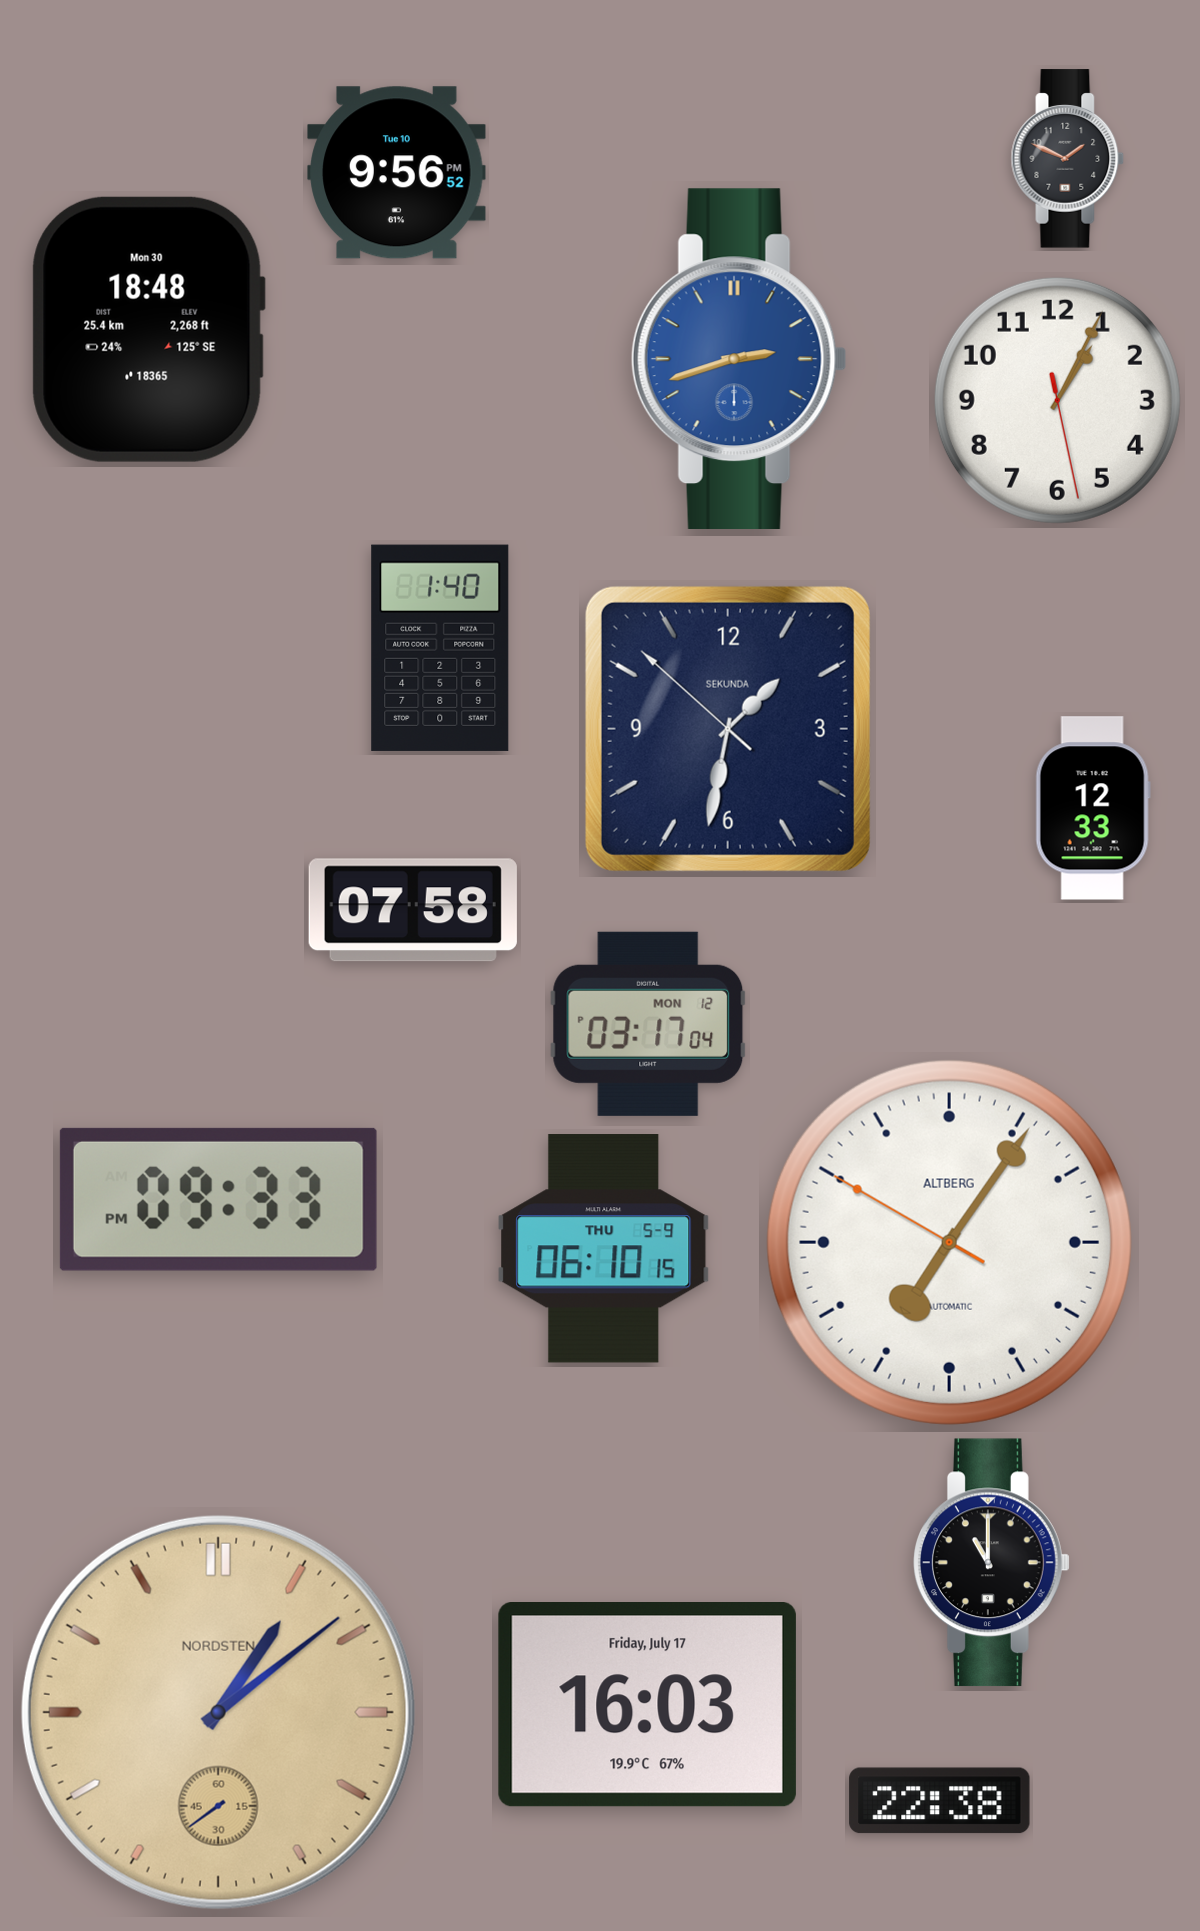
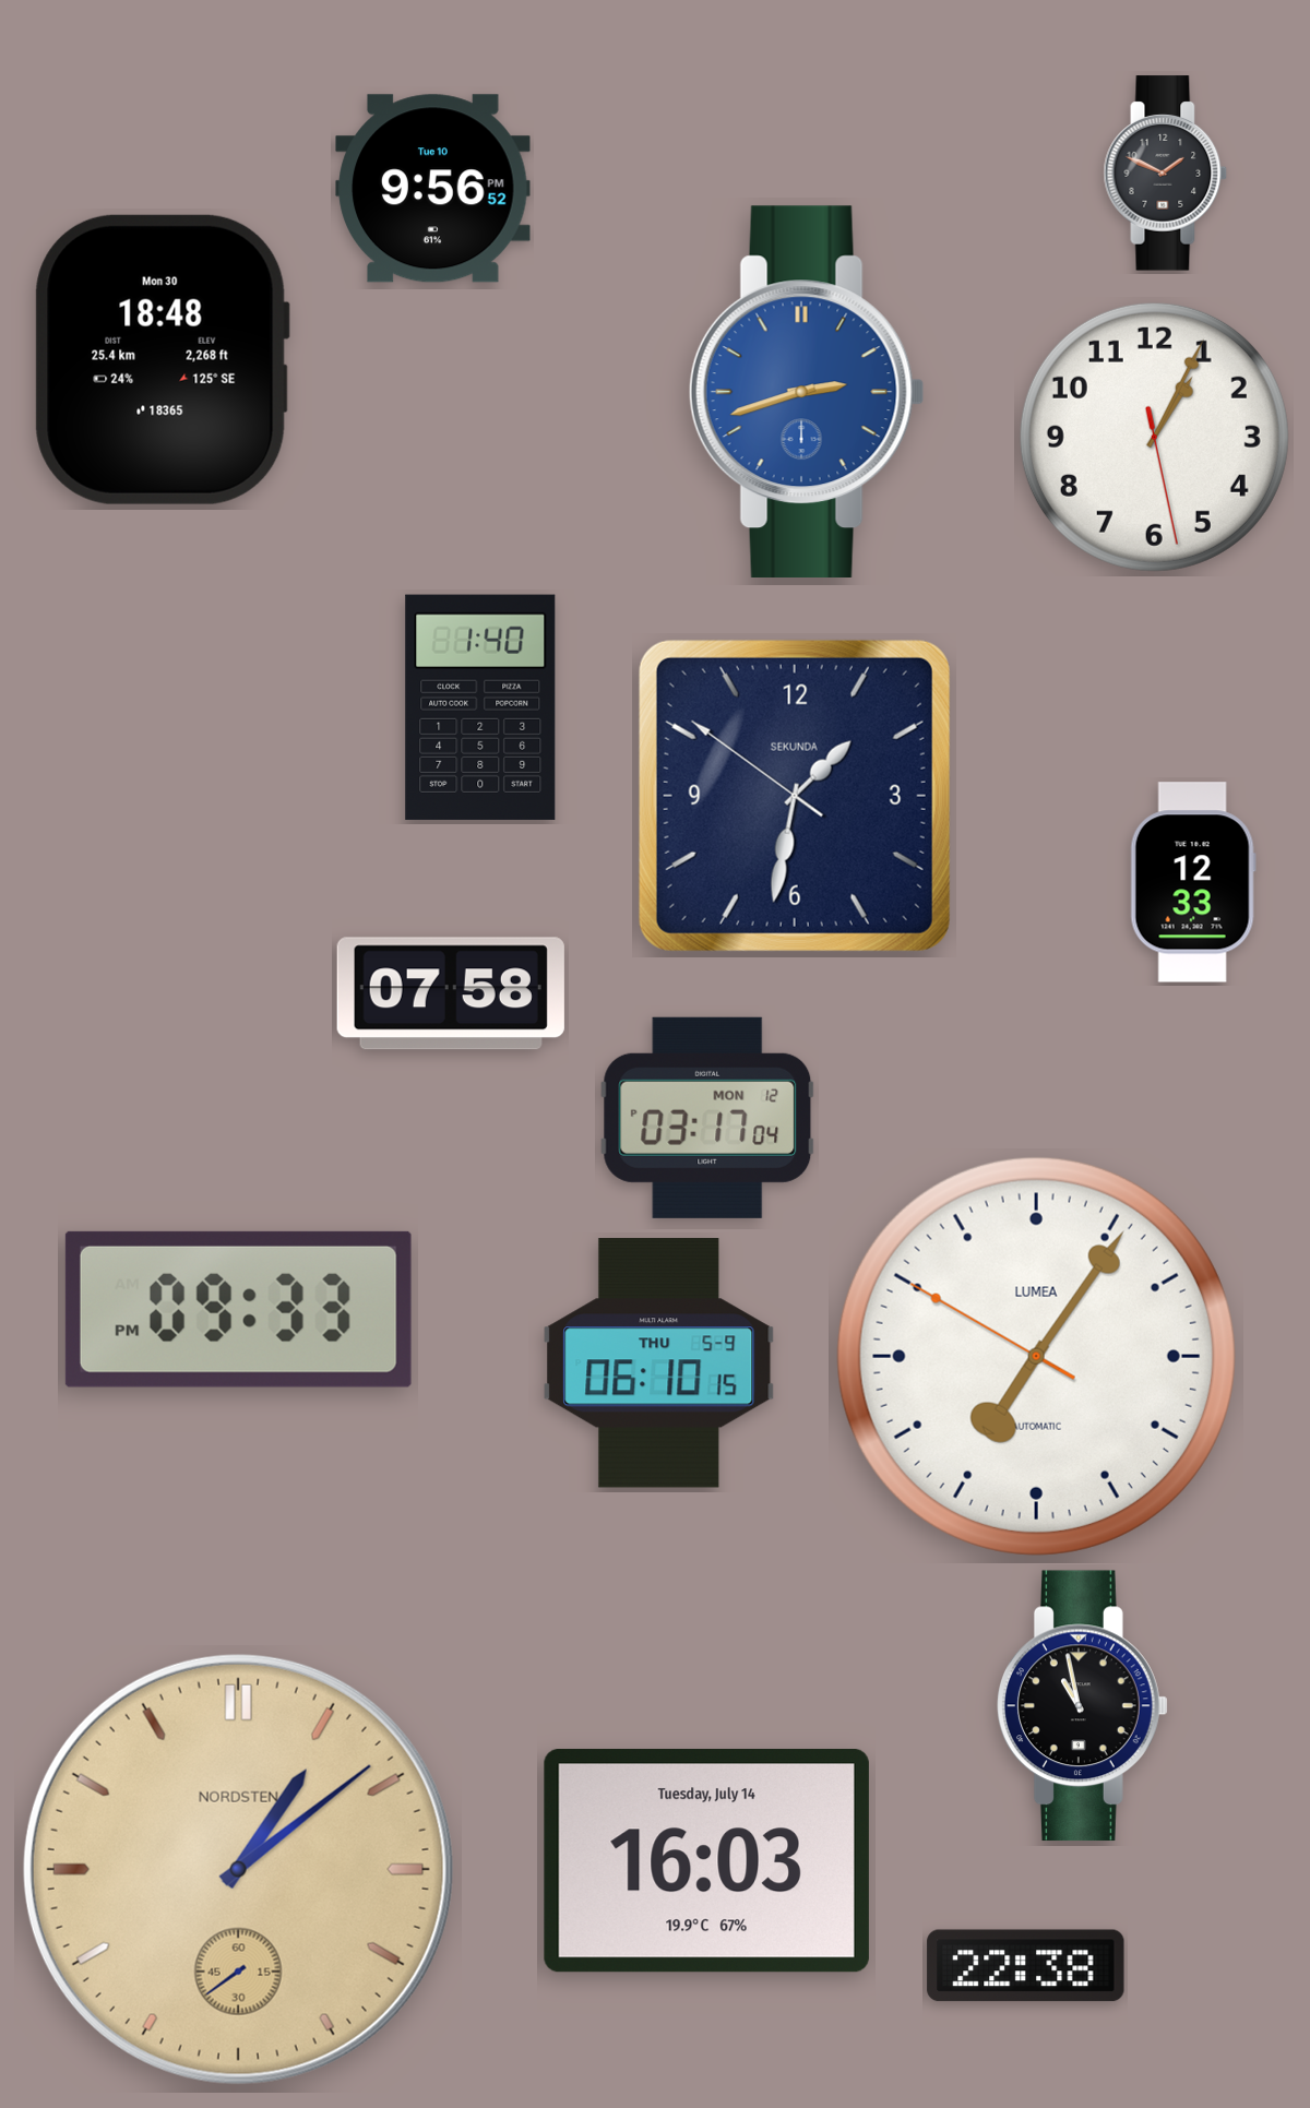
clock at (728, 729): 1:31:52 -> 1:31:51
clock at (949, 1242) brand: ALTBERG -> LUMEA
clock at (992, 1563): 11:00 -> 10:58
clock at (647, 1705) date: Friday, July 17 -> Tuesday, July 14
